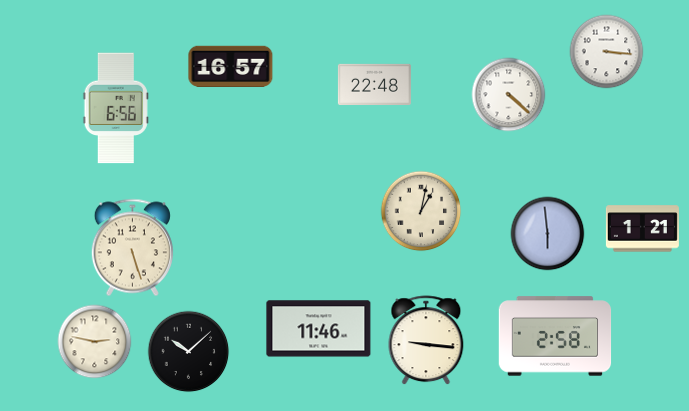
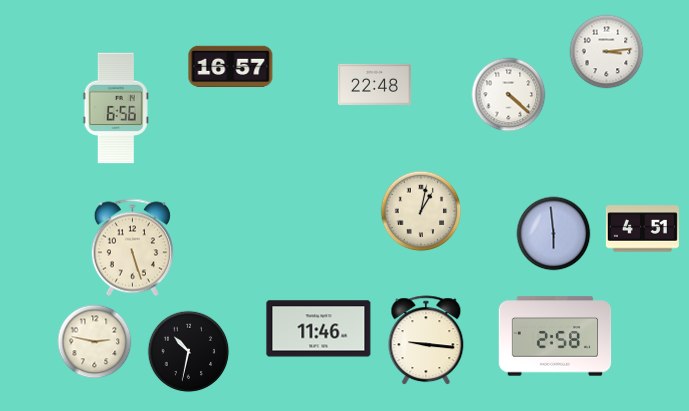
clock at (607, 52): 3:16 -> 3:14
clock at (642, 229): 1:21 -> 4:51
clock at (548, 234) position: (548, 234) -> (554, 234)
clock at (189, 352): 10:08 -> 10:32
